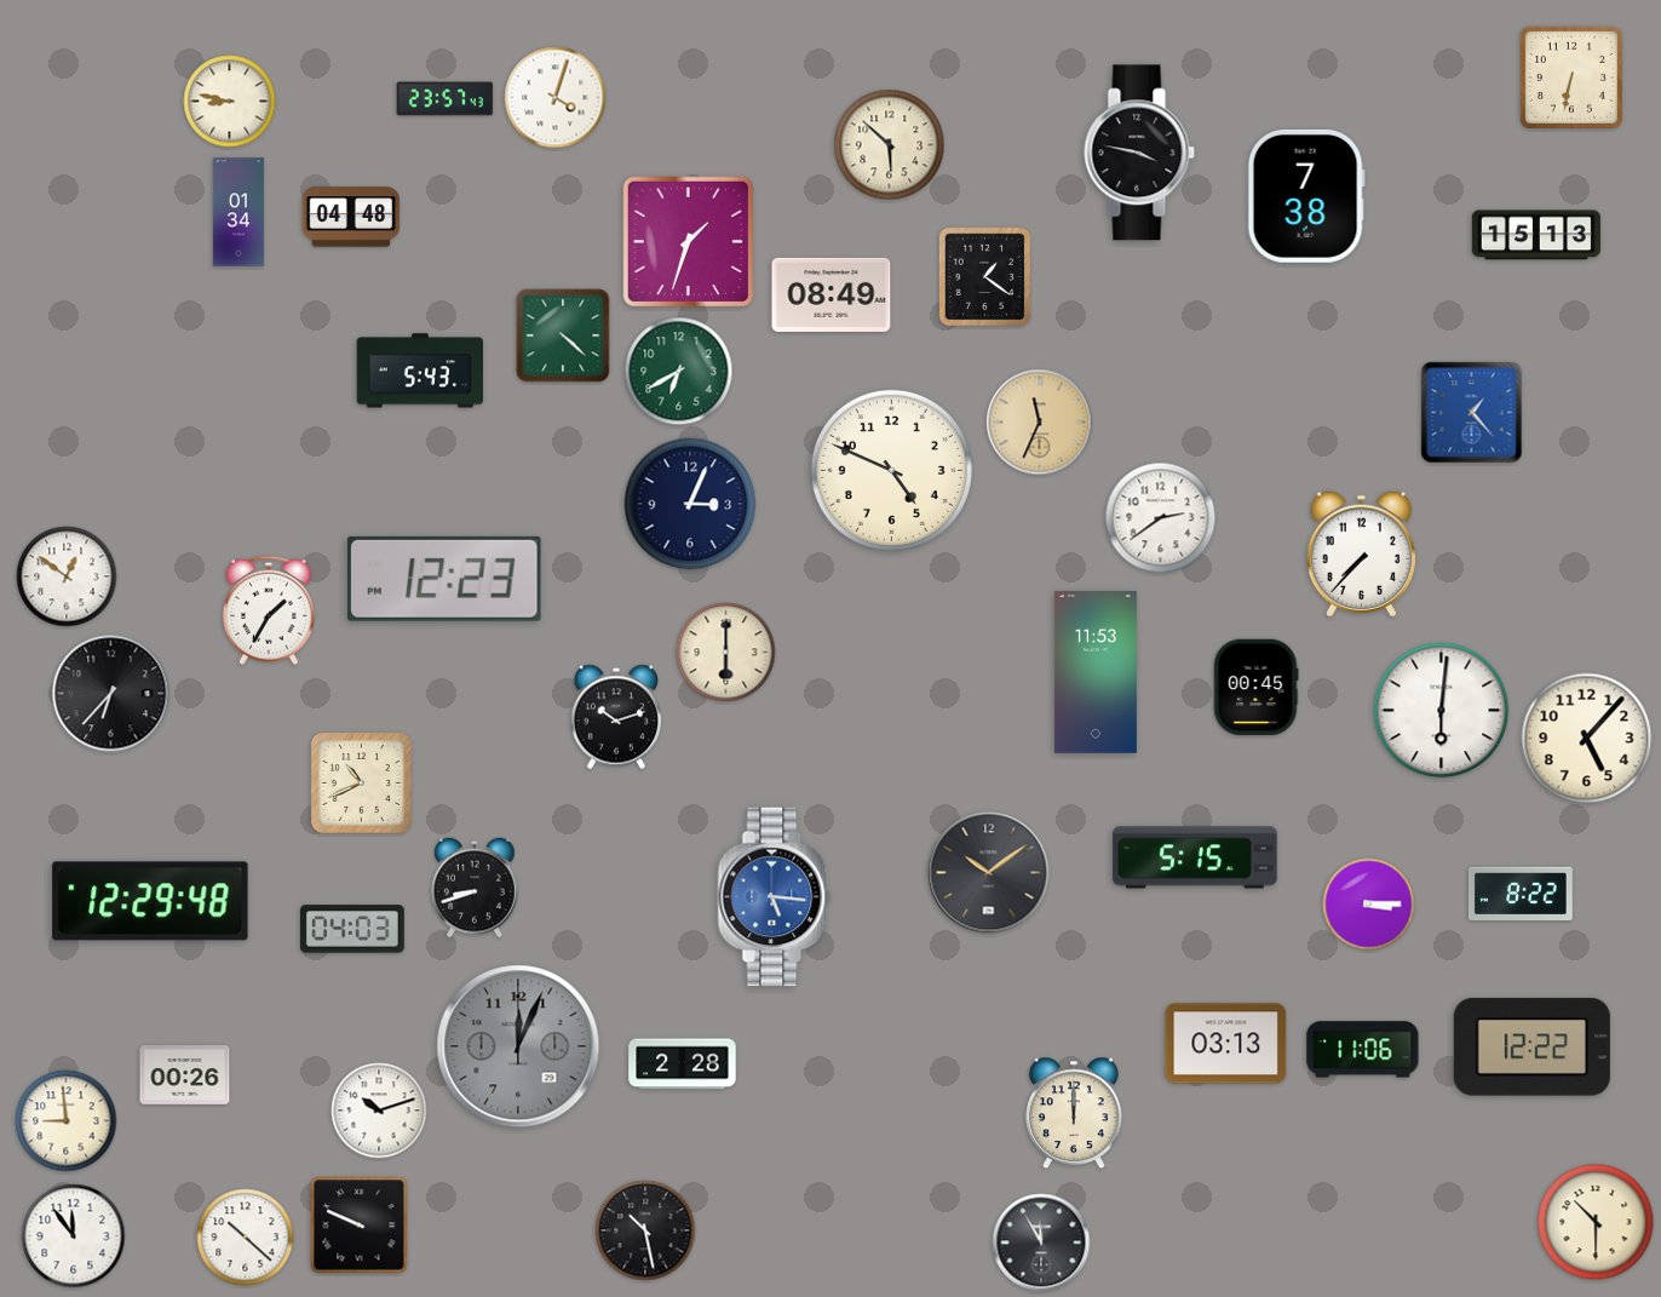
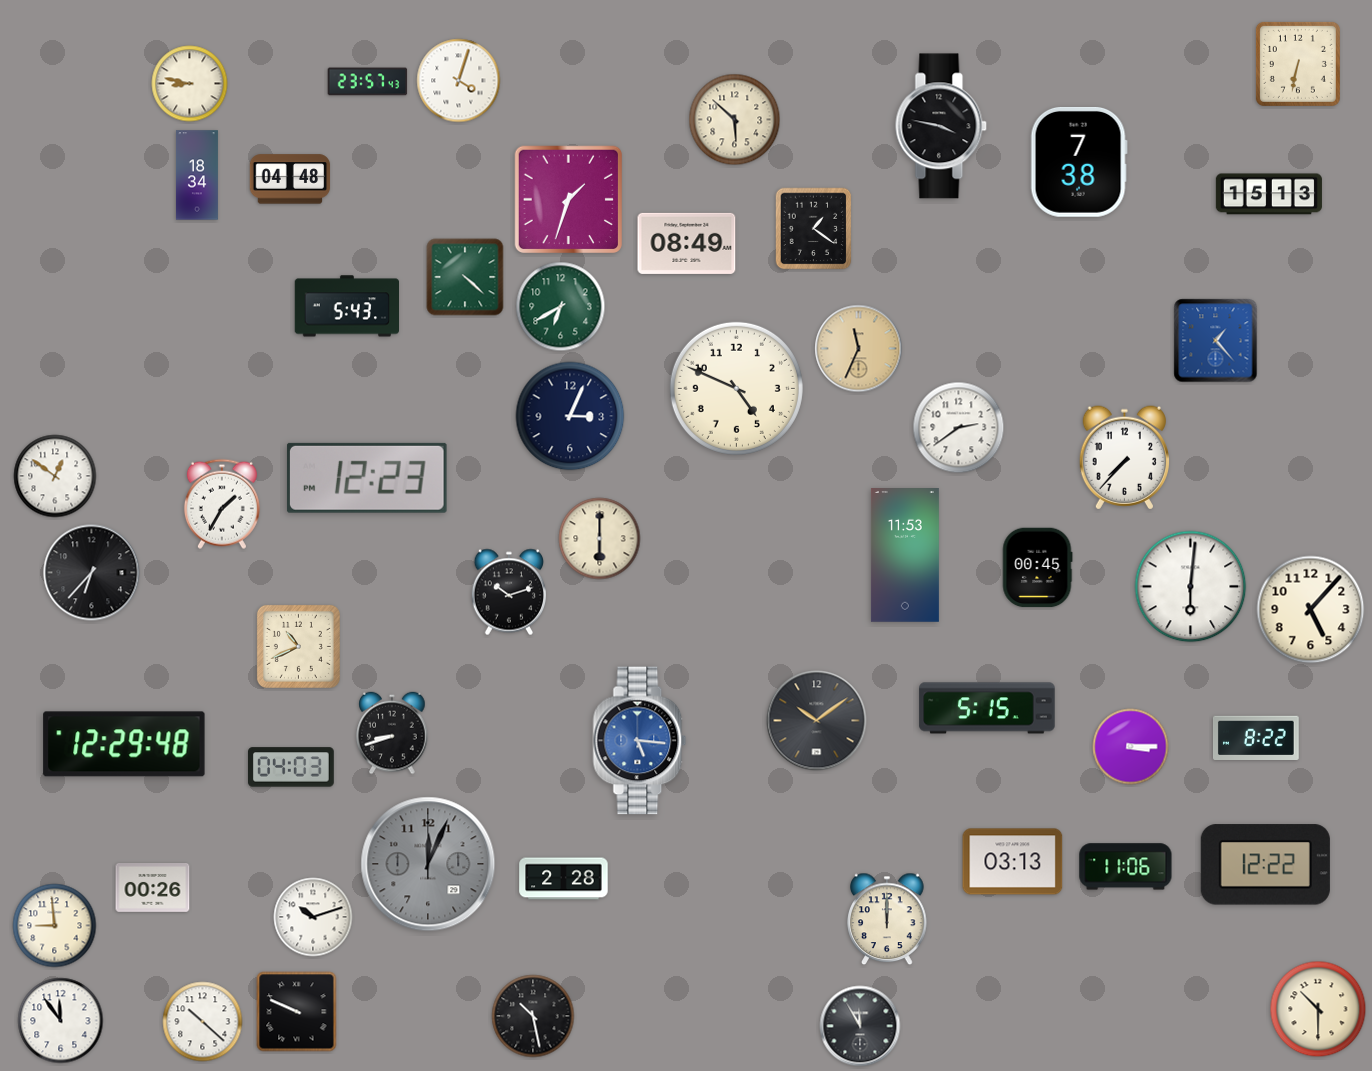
clock at (238, 212): 01:34 -> 18:34
